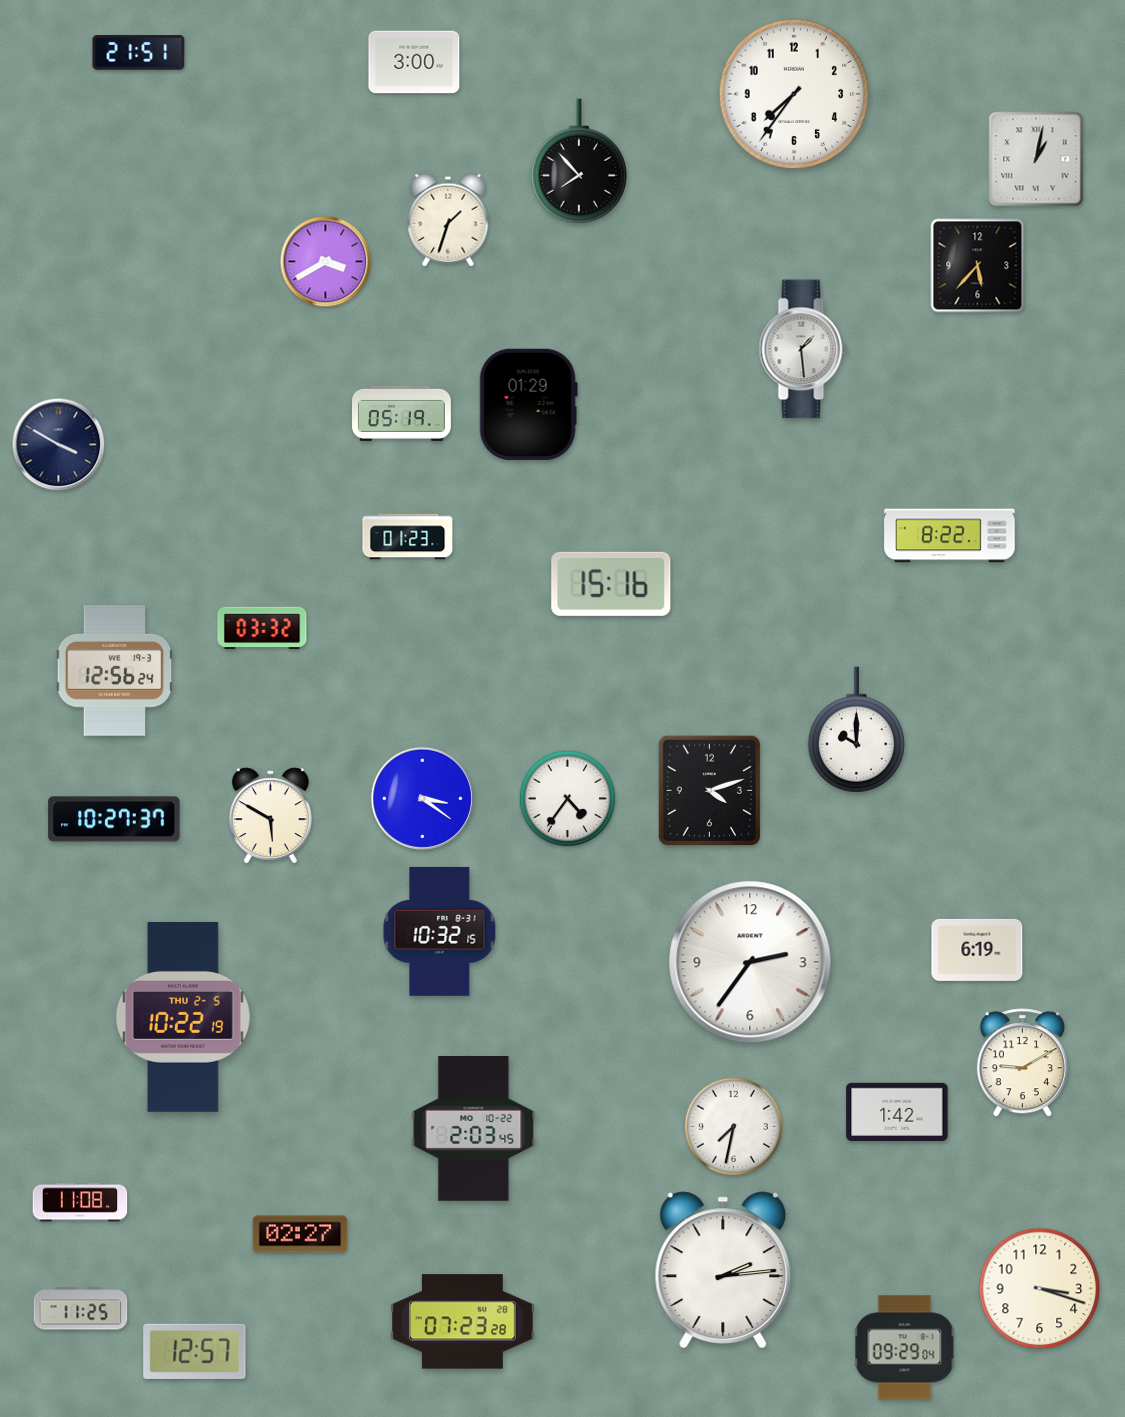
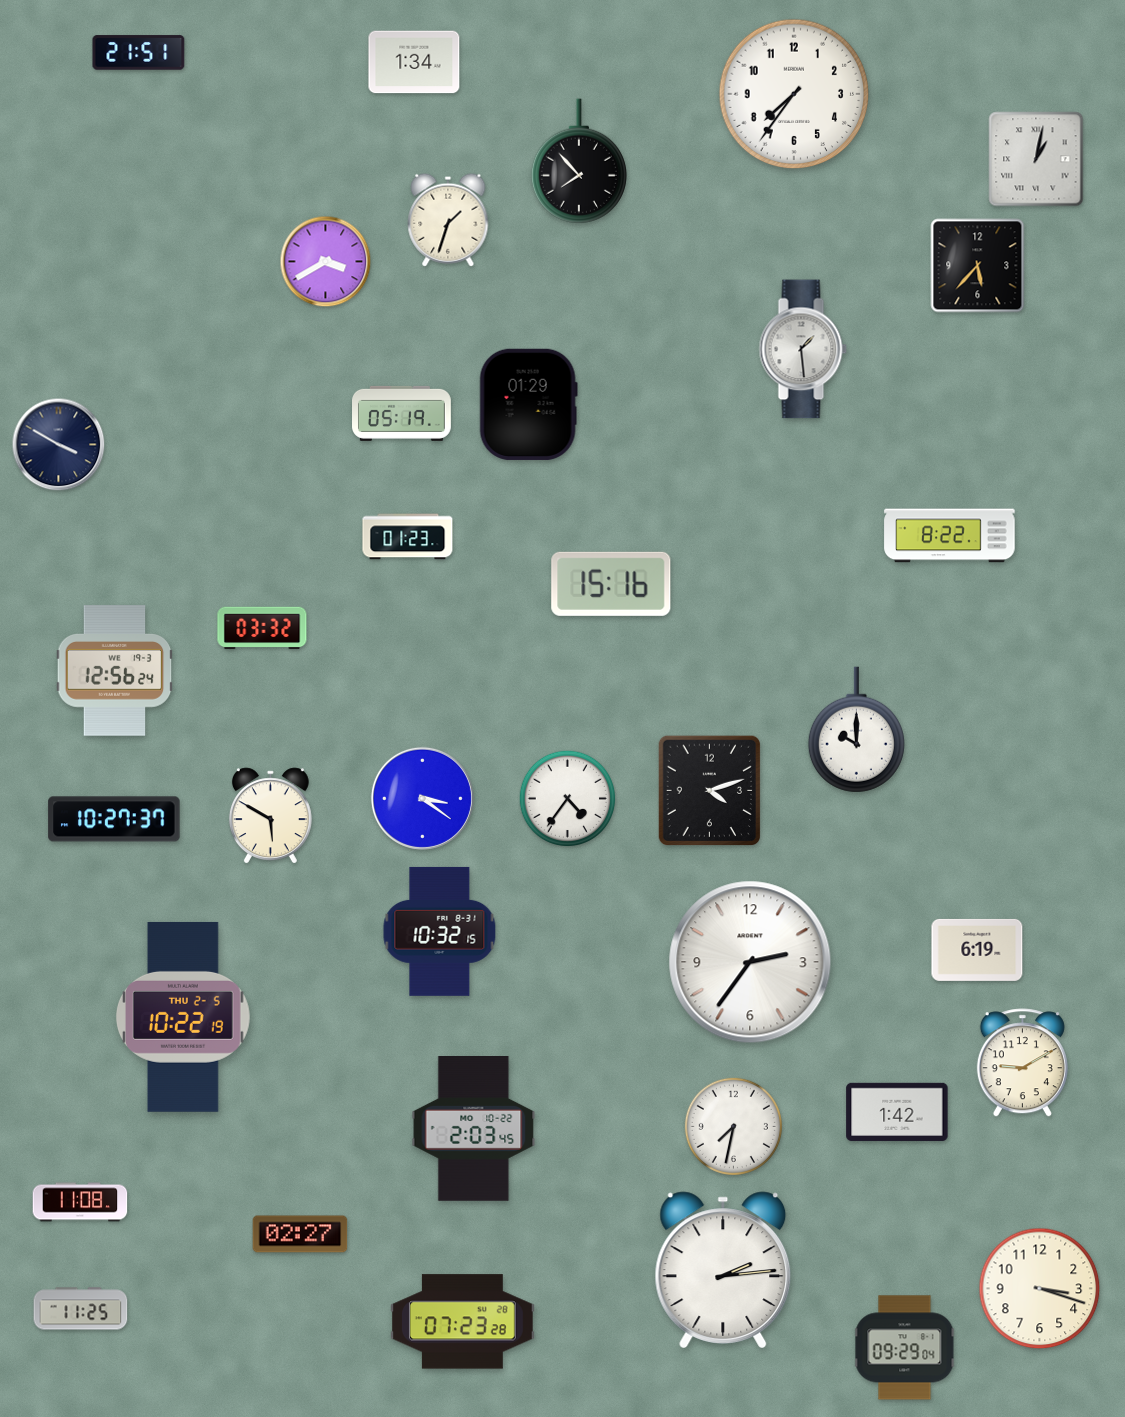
clock at (414, 62): 3:00 -> 1:34
clock at (195, 1351): 12:57 -> none
